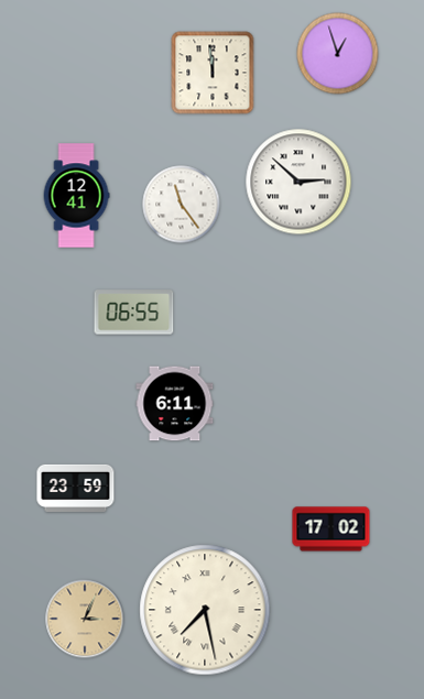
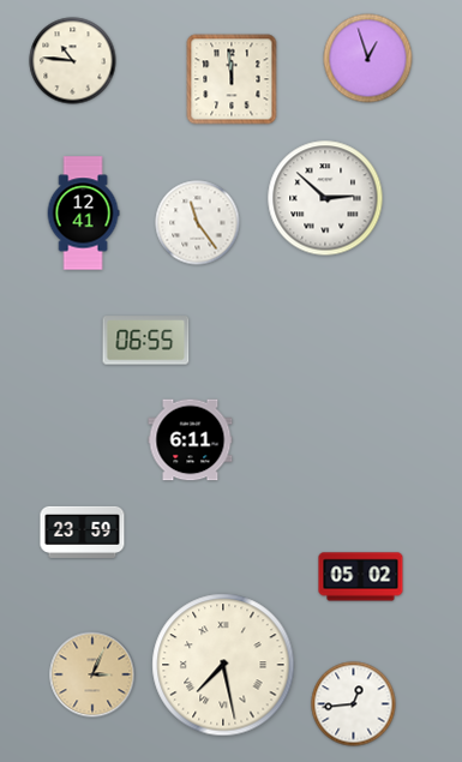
clock at (73, 61): none -> 10:46
clock at (331, 529): 17:02 -> 05:02
clock at (354, 704): none -> 12:44
